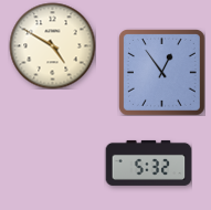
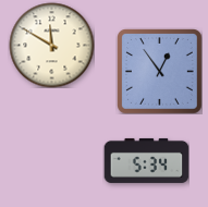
clock at (52, 45): 4:50 -> 11:50
clock at (148, 162): 5:32 -> 5:34
